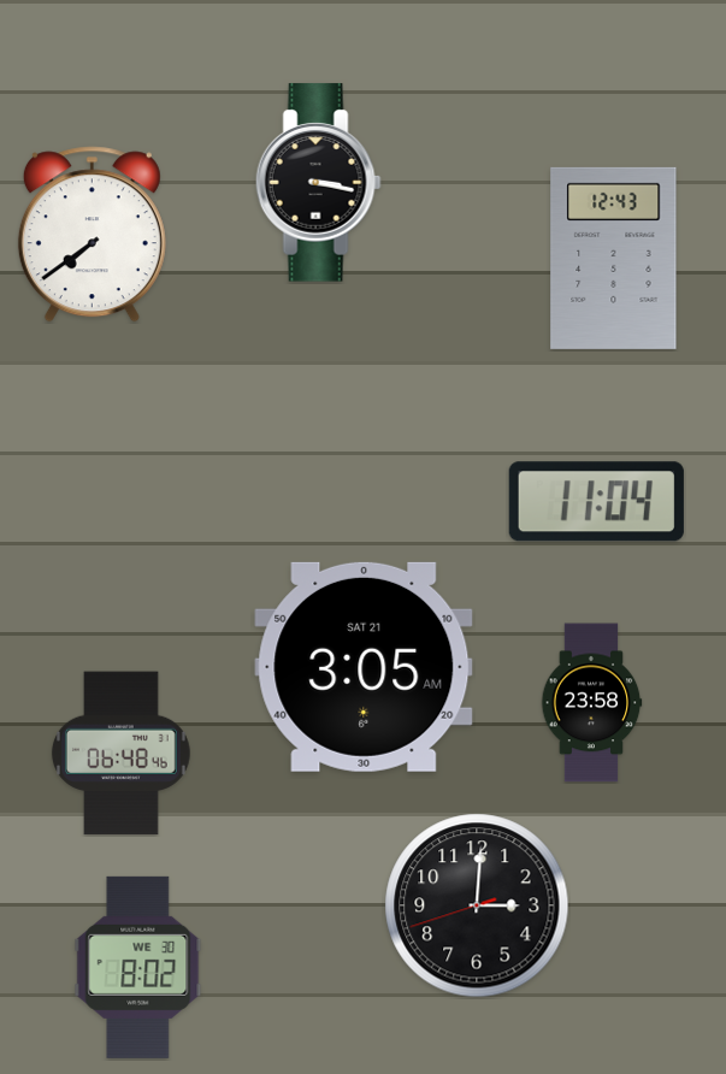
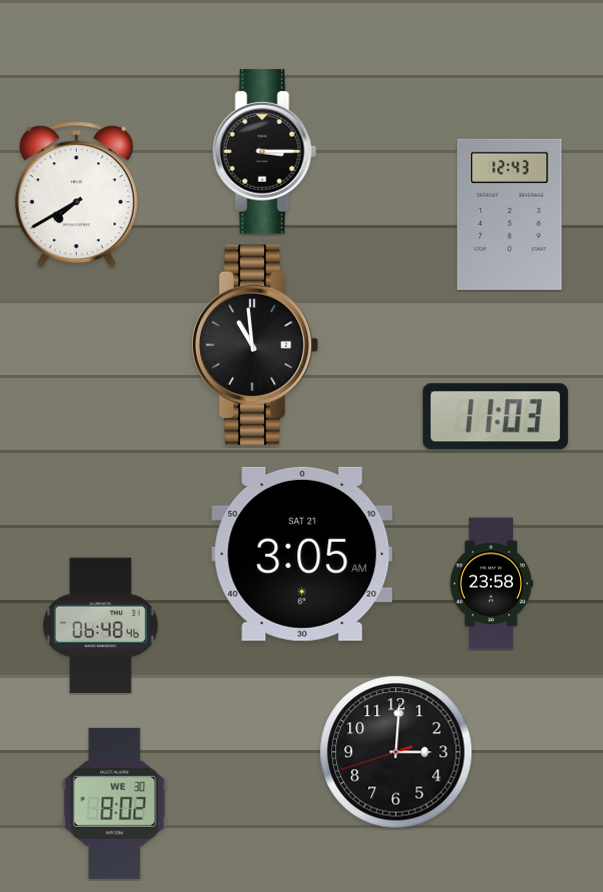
clock at (318, 183): 3:17 -> 3:15
clock at (92, 235): 7:39 -> 7:40
clock at (255, 345): none -> 10:59
clock at (596, 502): 11:04 -> 11:03
